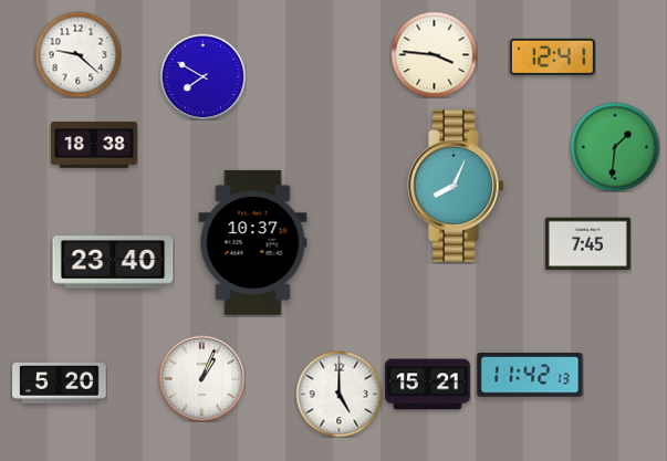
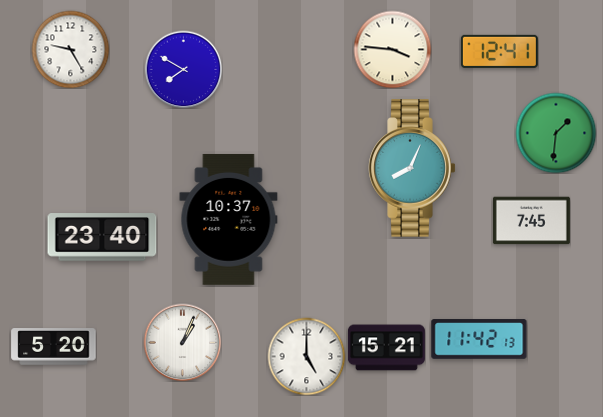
clock at (77, 54): 9:22 -> 9:25
clock at (94, 145): 18:38 -> none
